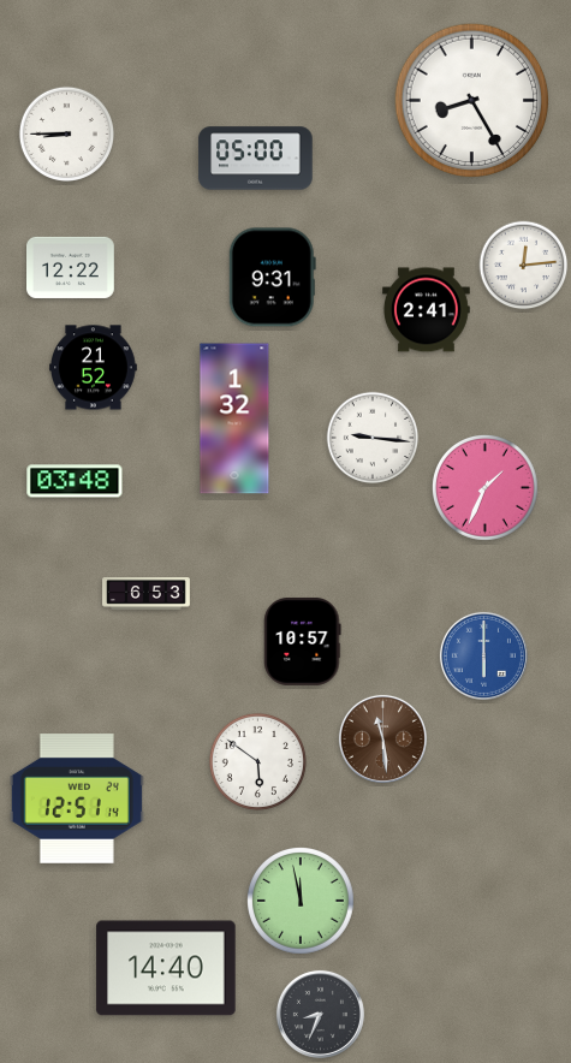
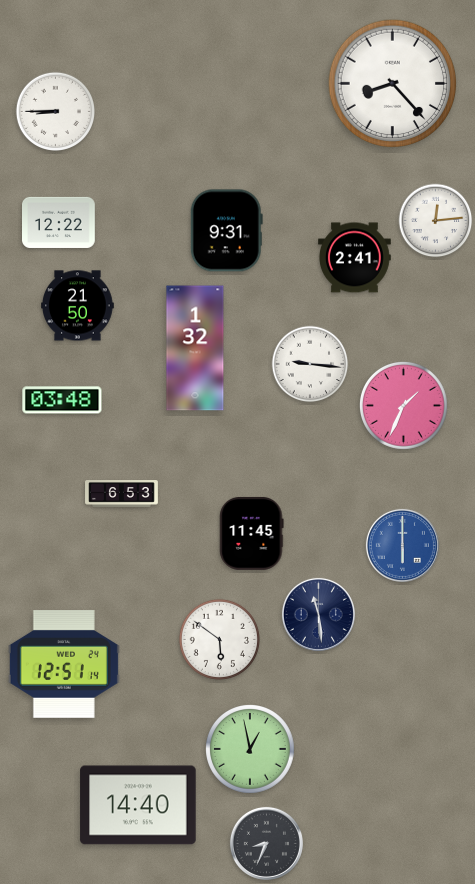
clock at (472, 101): 8:25 -> 8:23
clock at (256, 159): 05:00 -> none
clock at (94, 368): 21:52 -> 21:50
clock at (303, 641): 10:57 -> 11:45
clock at (382, 738) dial: brown -> navy
clock at (257, 761) position: (257, 761) -> (219, 639)
clock at (302, 902): 11:58 -> 12:58
